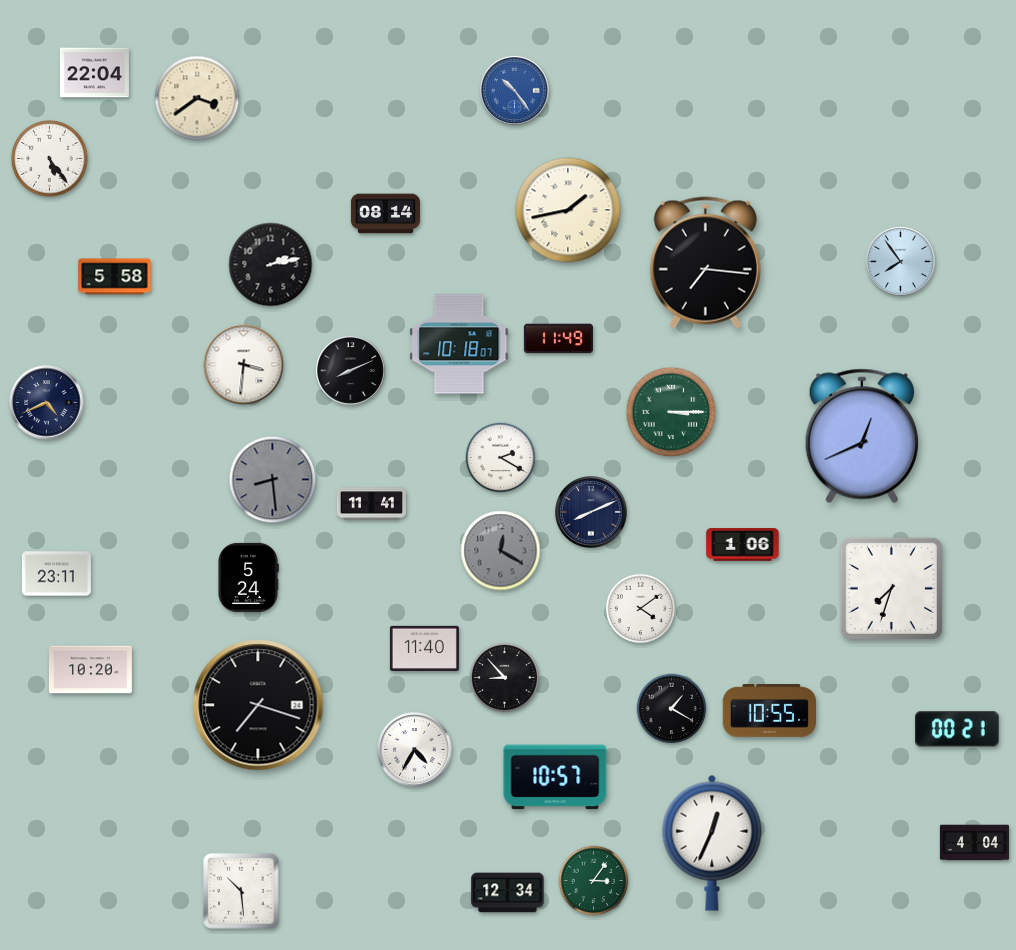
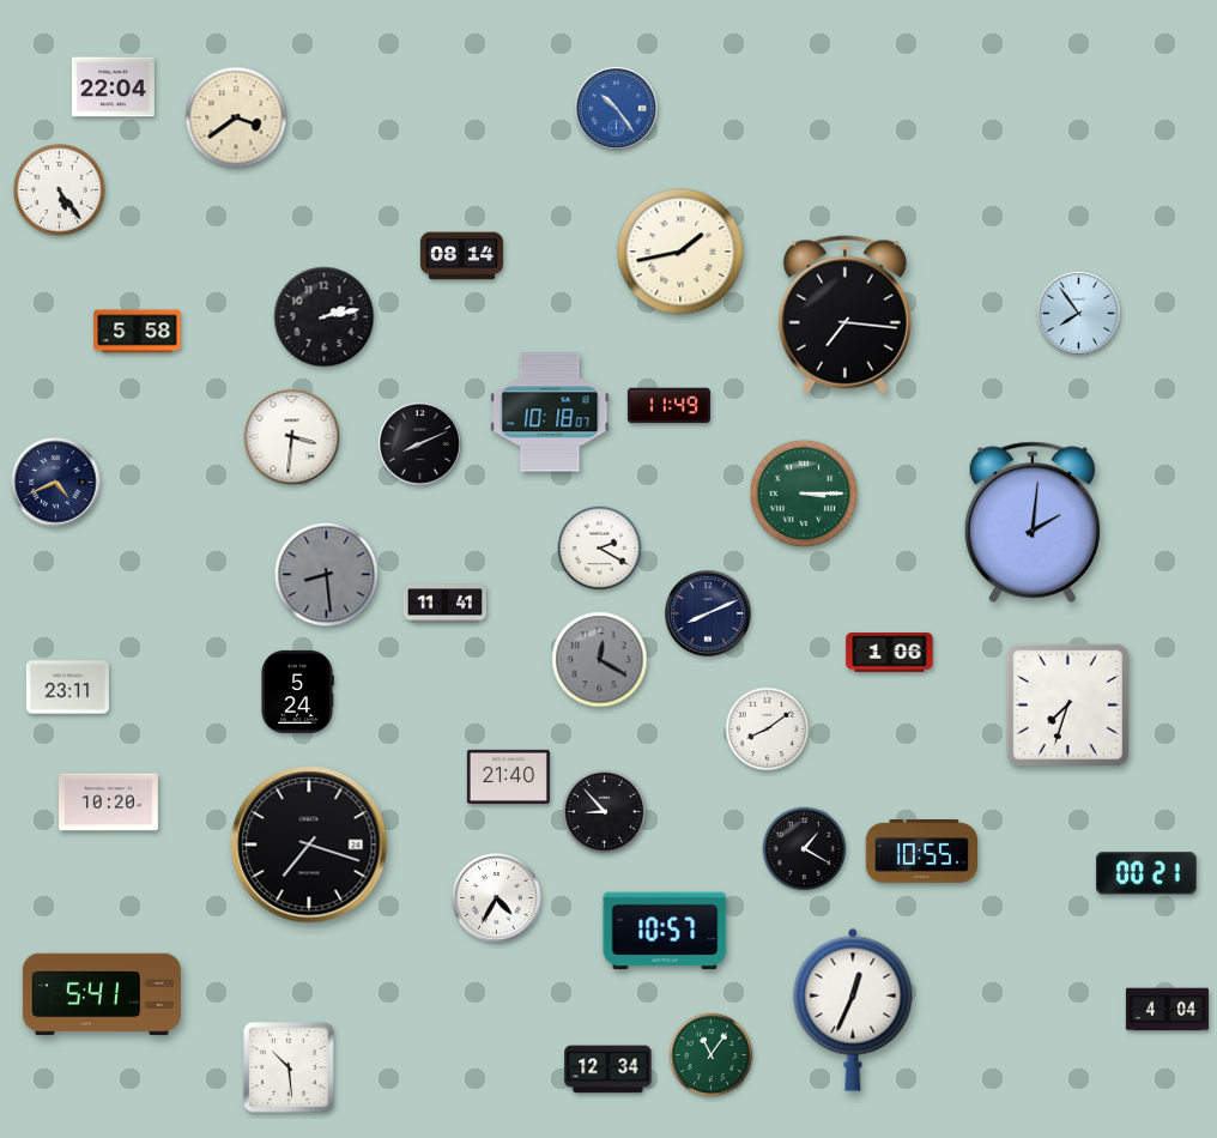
clock at (862, 436): 12:41 -> 2:01
clock at (641, 609): 4:09 -> 8:09
clock at (424, 648): 11:40 -> 21:40
clock at (102, 994): none -> 5:41
clock at (594, 881): 3:06 -> 11:06
